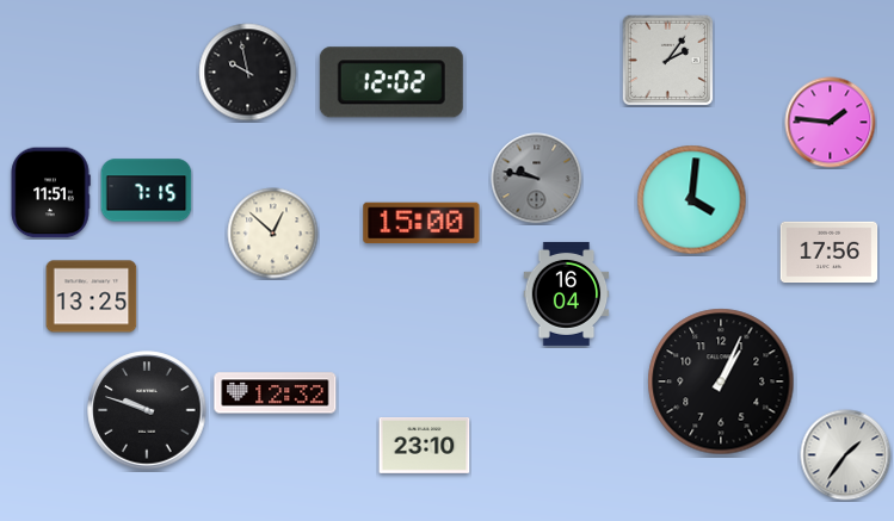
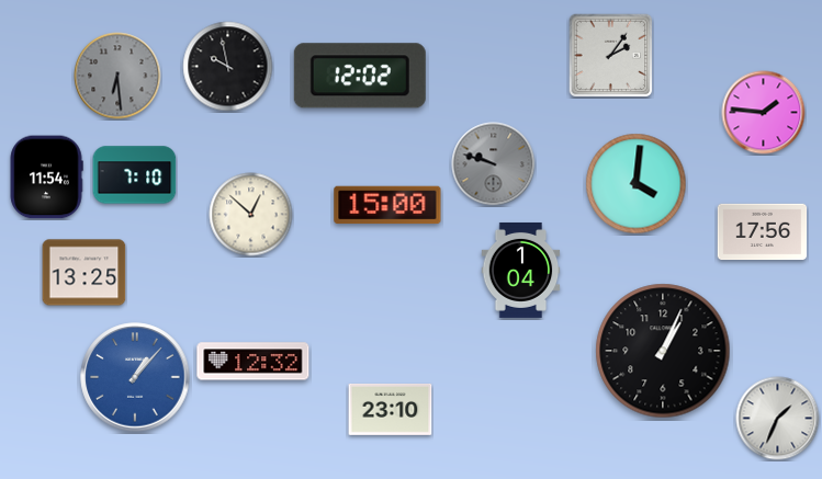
clock at (667, 60) position: (667, 60) -> (610, 55)
clock at (117, 76): none -> 6:29
clock at (537, 179): 9:47 -> 9:48
clock at (147, 191): 7:15 -> 7:10
clock at (50, 193): 11:51 -> 11:54
clock at (567, 293): 16:04 -> 1:04
clock at (147, 410): 9:48 -> 1:07
clock at (147, 410) dial: black -> blue
clock at (846, 455): 1:36 -> 1:34
